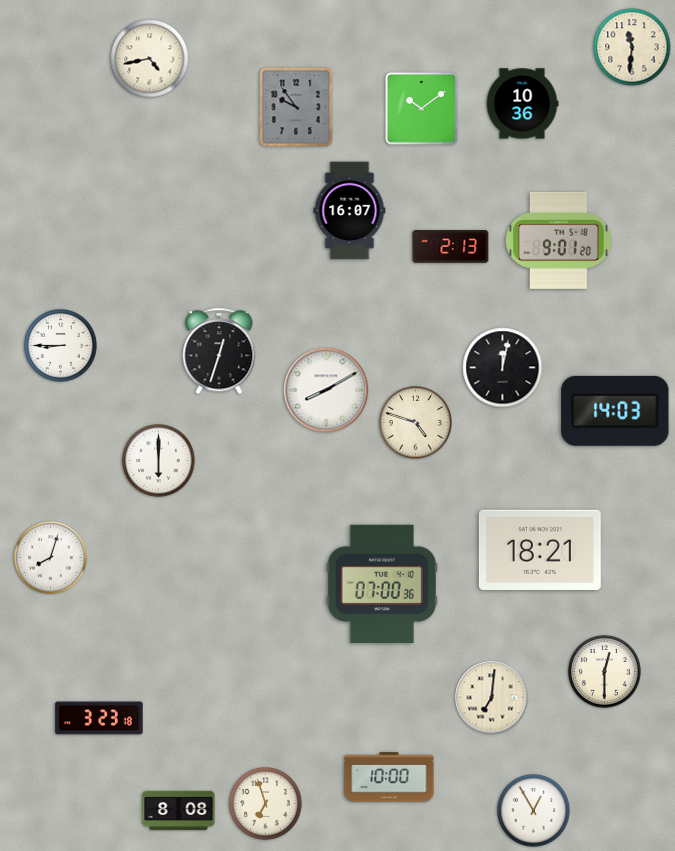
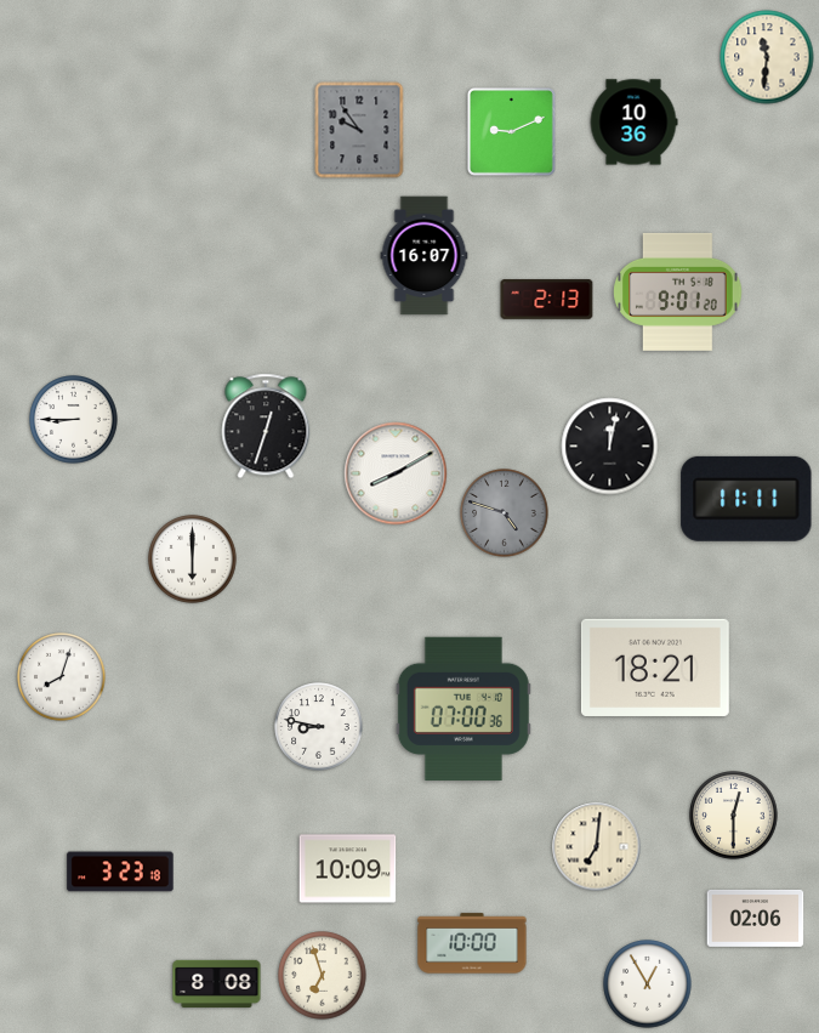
clock at (150, 59): 4:43 -> none
clock at (522, 104) position: (522, 104) -> (633, 123)
clock at (421, 108): 10:09 -> 9:11
clock at (615, 411): 14:03 -> 11:11
clock at (416, 423) dial: cream -> grey
clock at (319, 727): none -> 8:47
clock at (348, 869): none -> 10:09
clock at (756, 918): none -> 02:06
